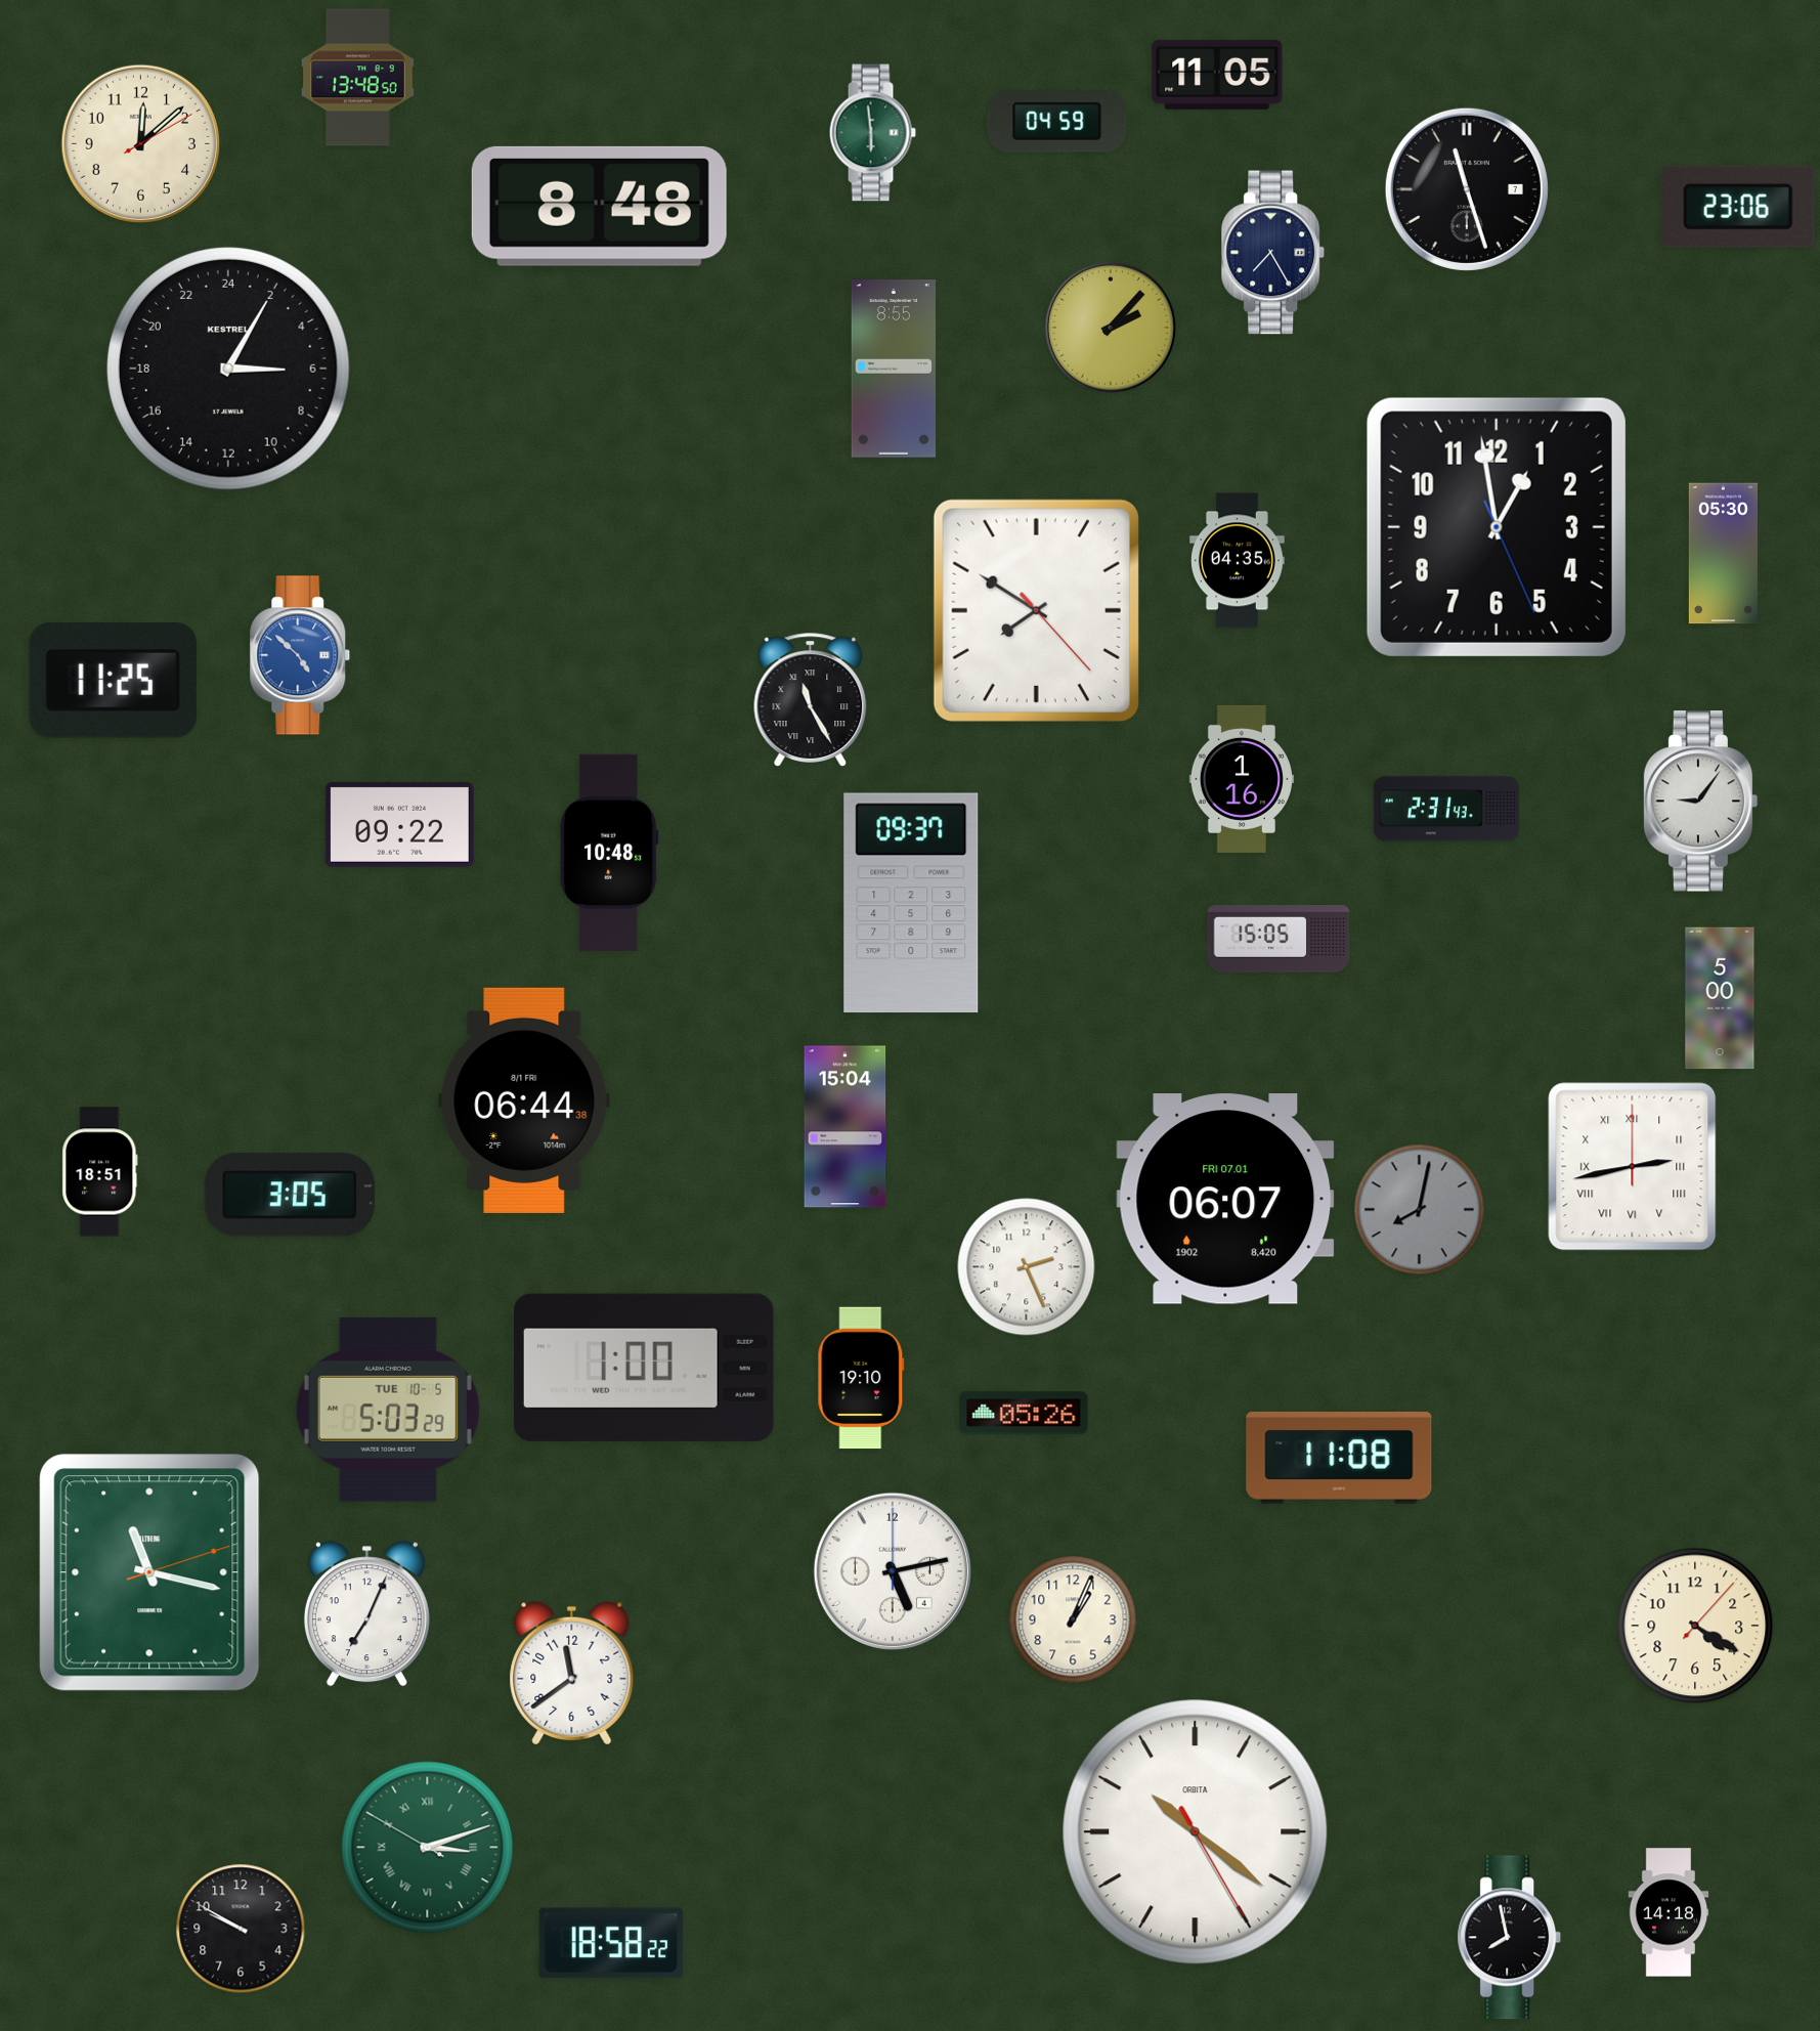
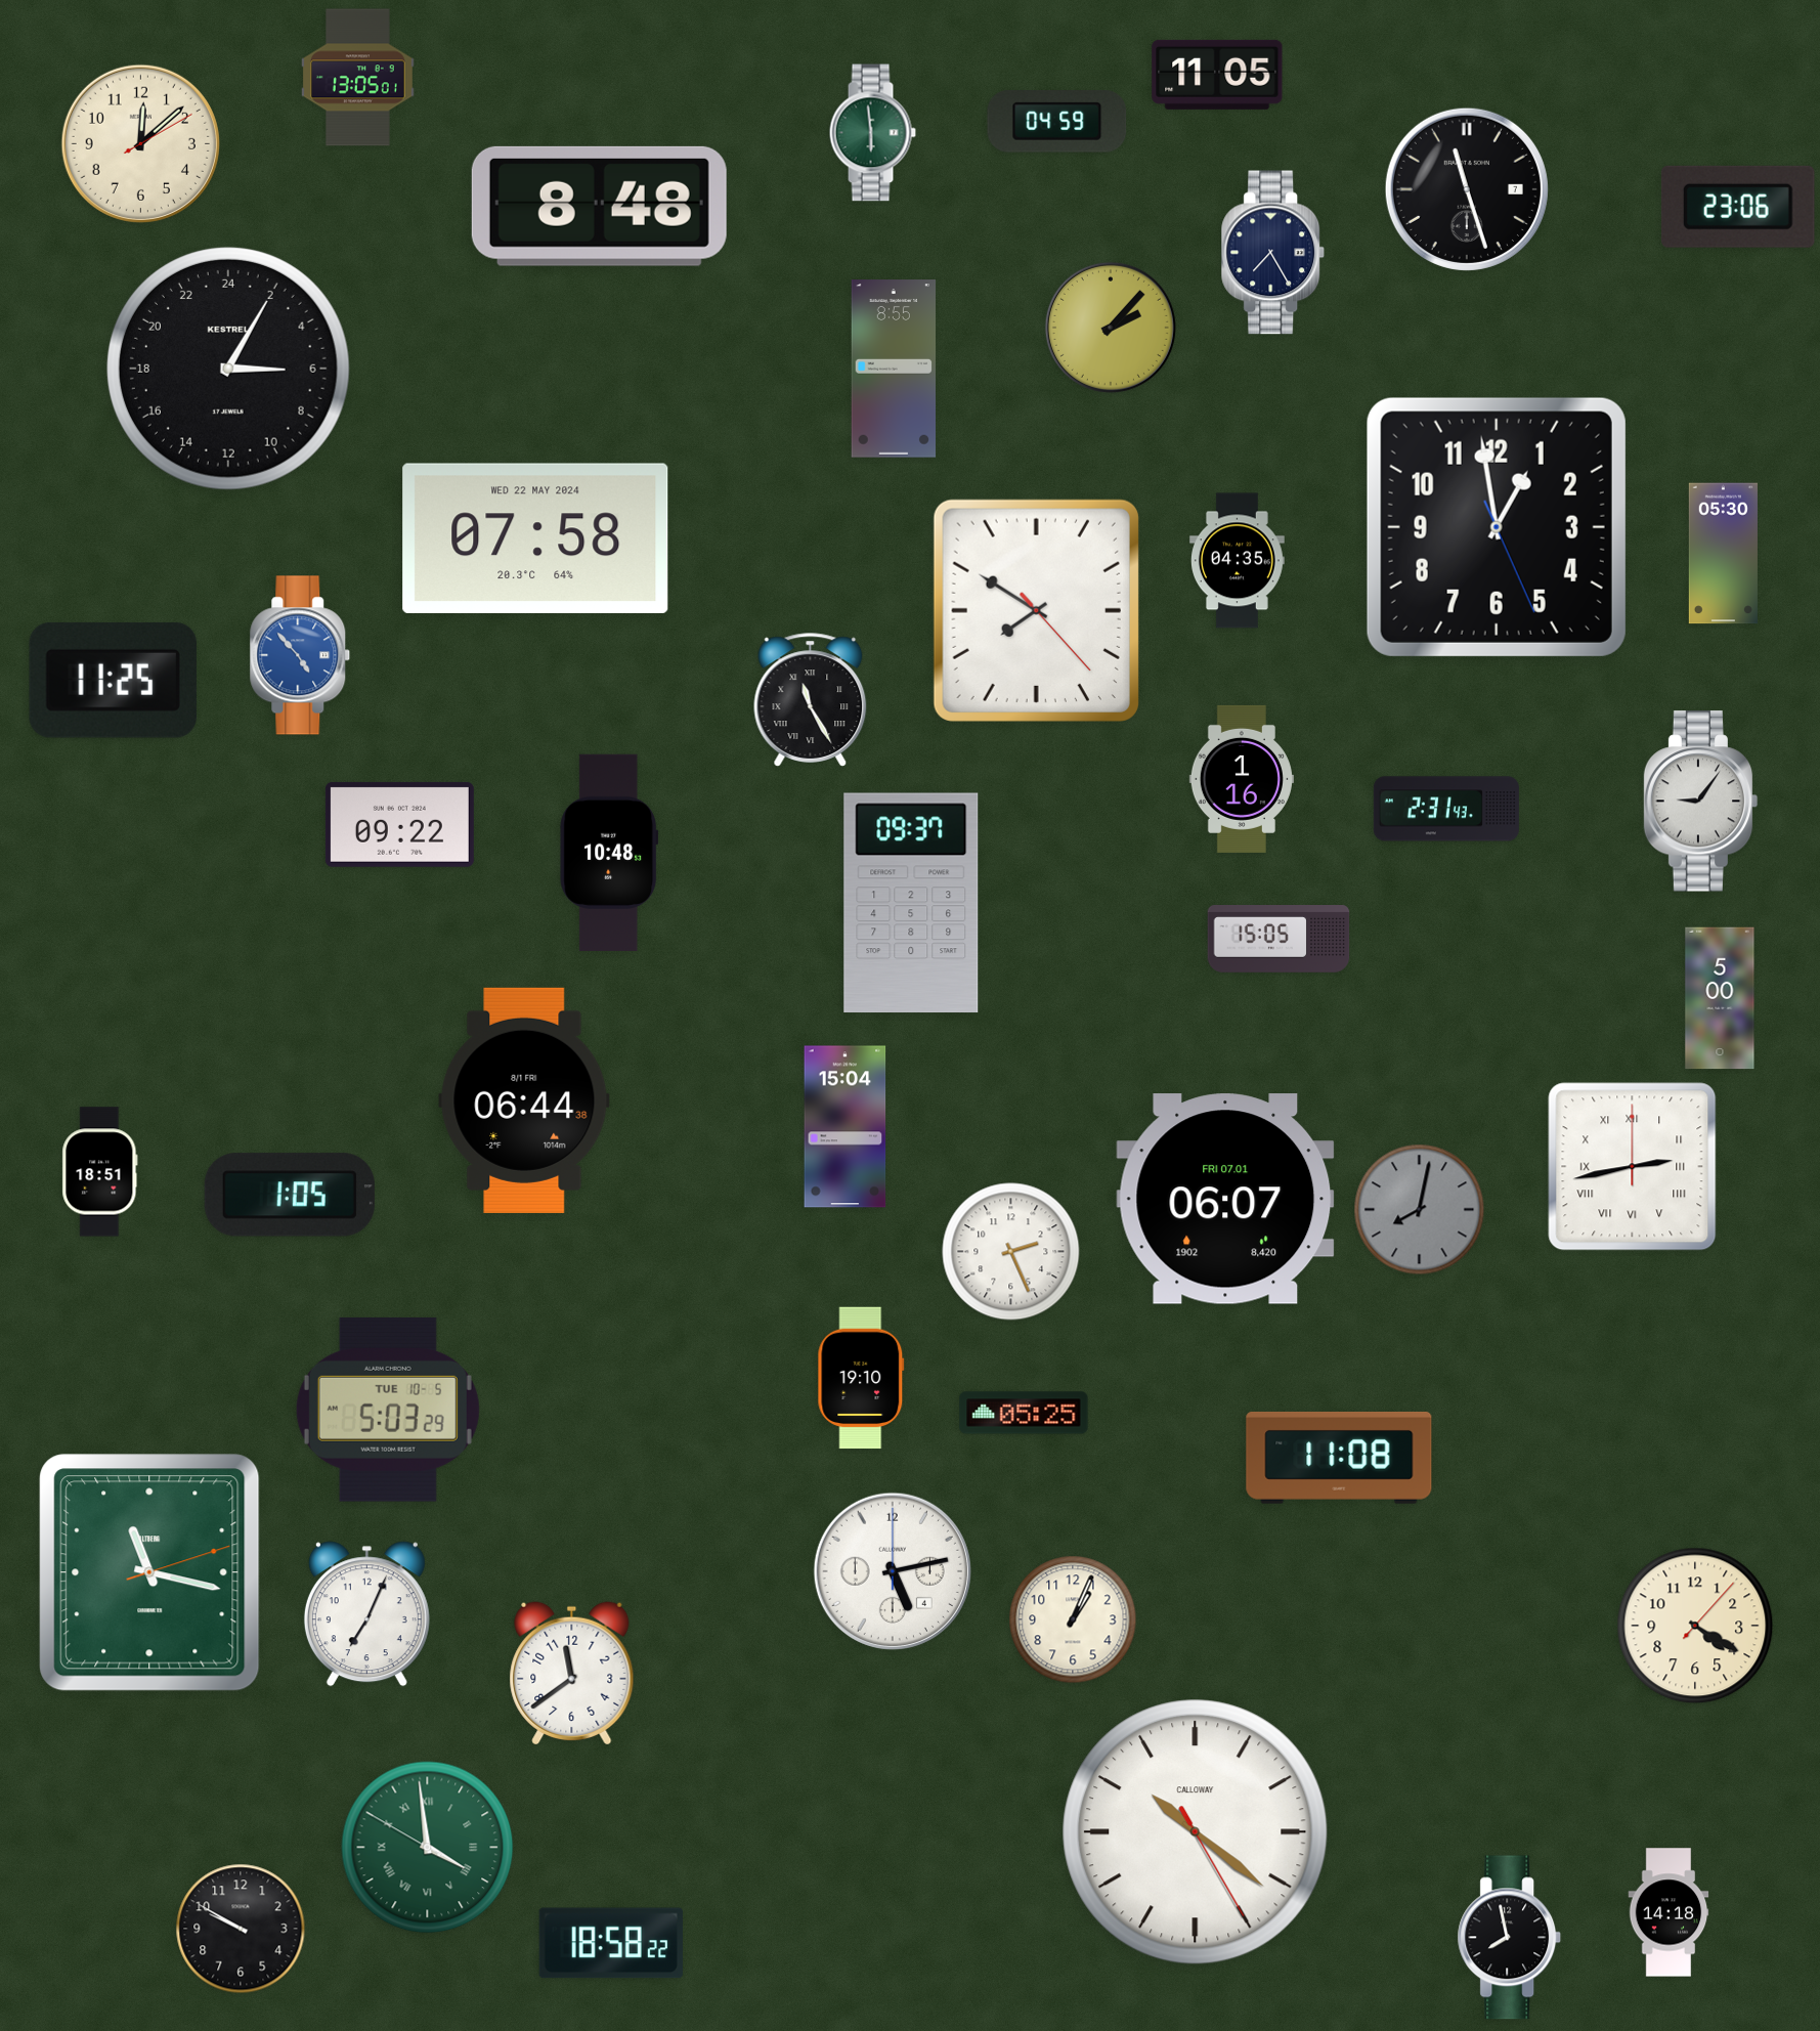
clock at (357, 78): 13:48 -> 13:05
clock at (535, 538): none -> 07:58
clock at (300, 655): 4:52 -> 4:53
clock at (290, 1195): 3:05 -> 1:05
clock at (1027, 1267) position: (1027, 1267) -> (1011, 1252)
clock at (644, 1368): 1:00 -> none
clock at (1024, 1413): 05:26 -> 05:25
clock at (1196, 1832) brand: ORBITA -> CALLOWAY
clock at (428, 1848): 3:11 -> 3:58
